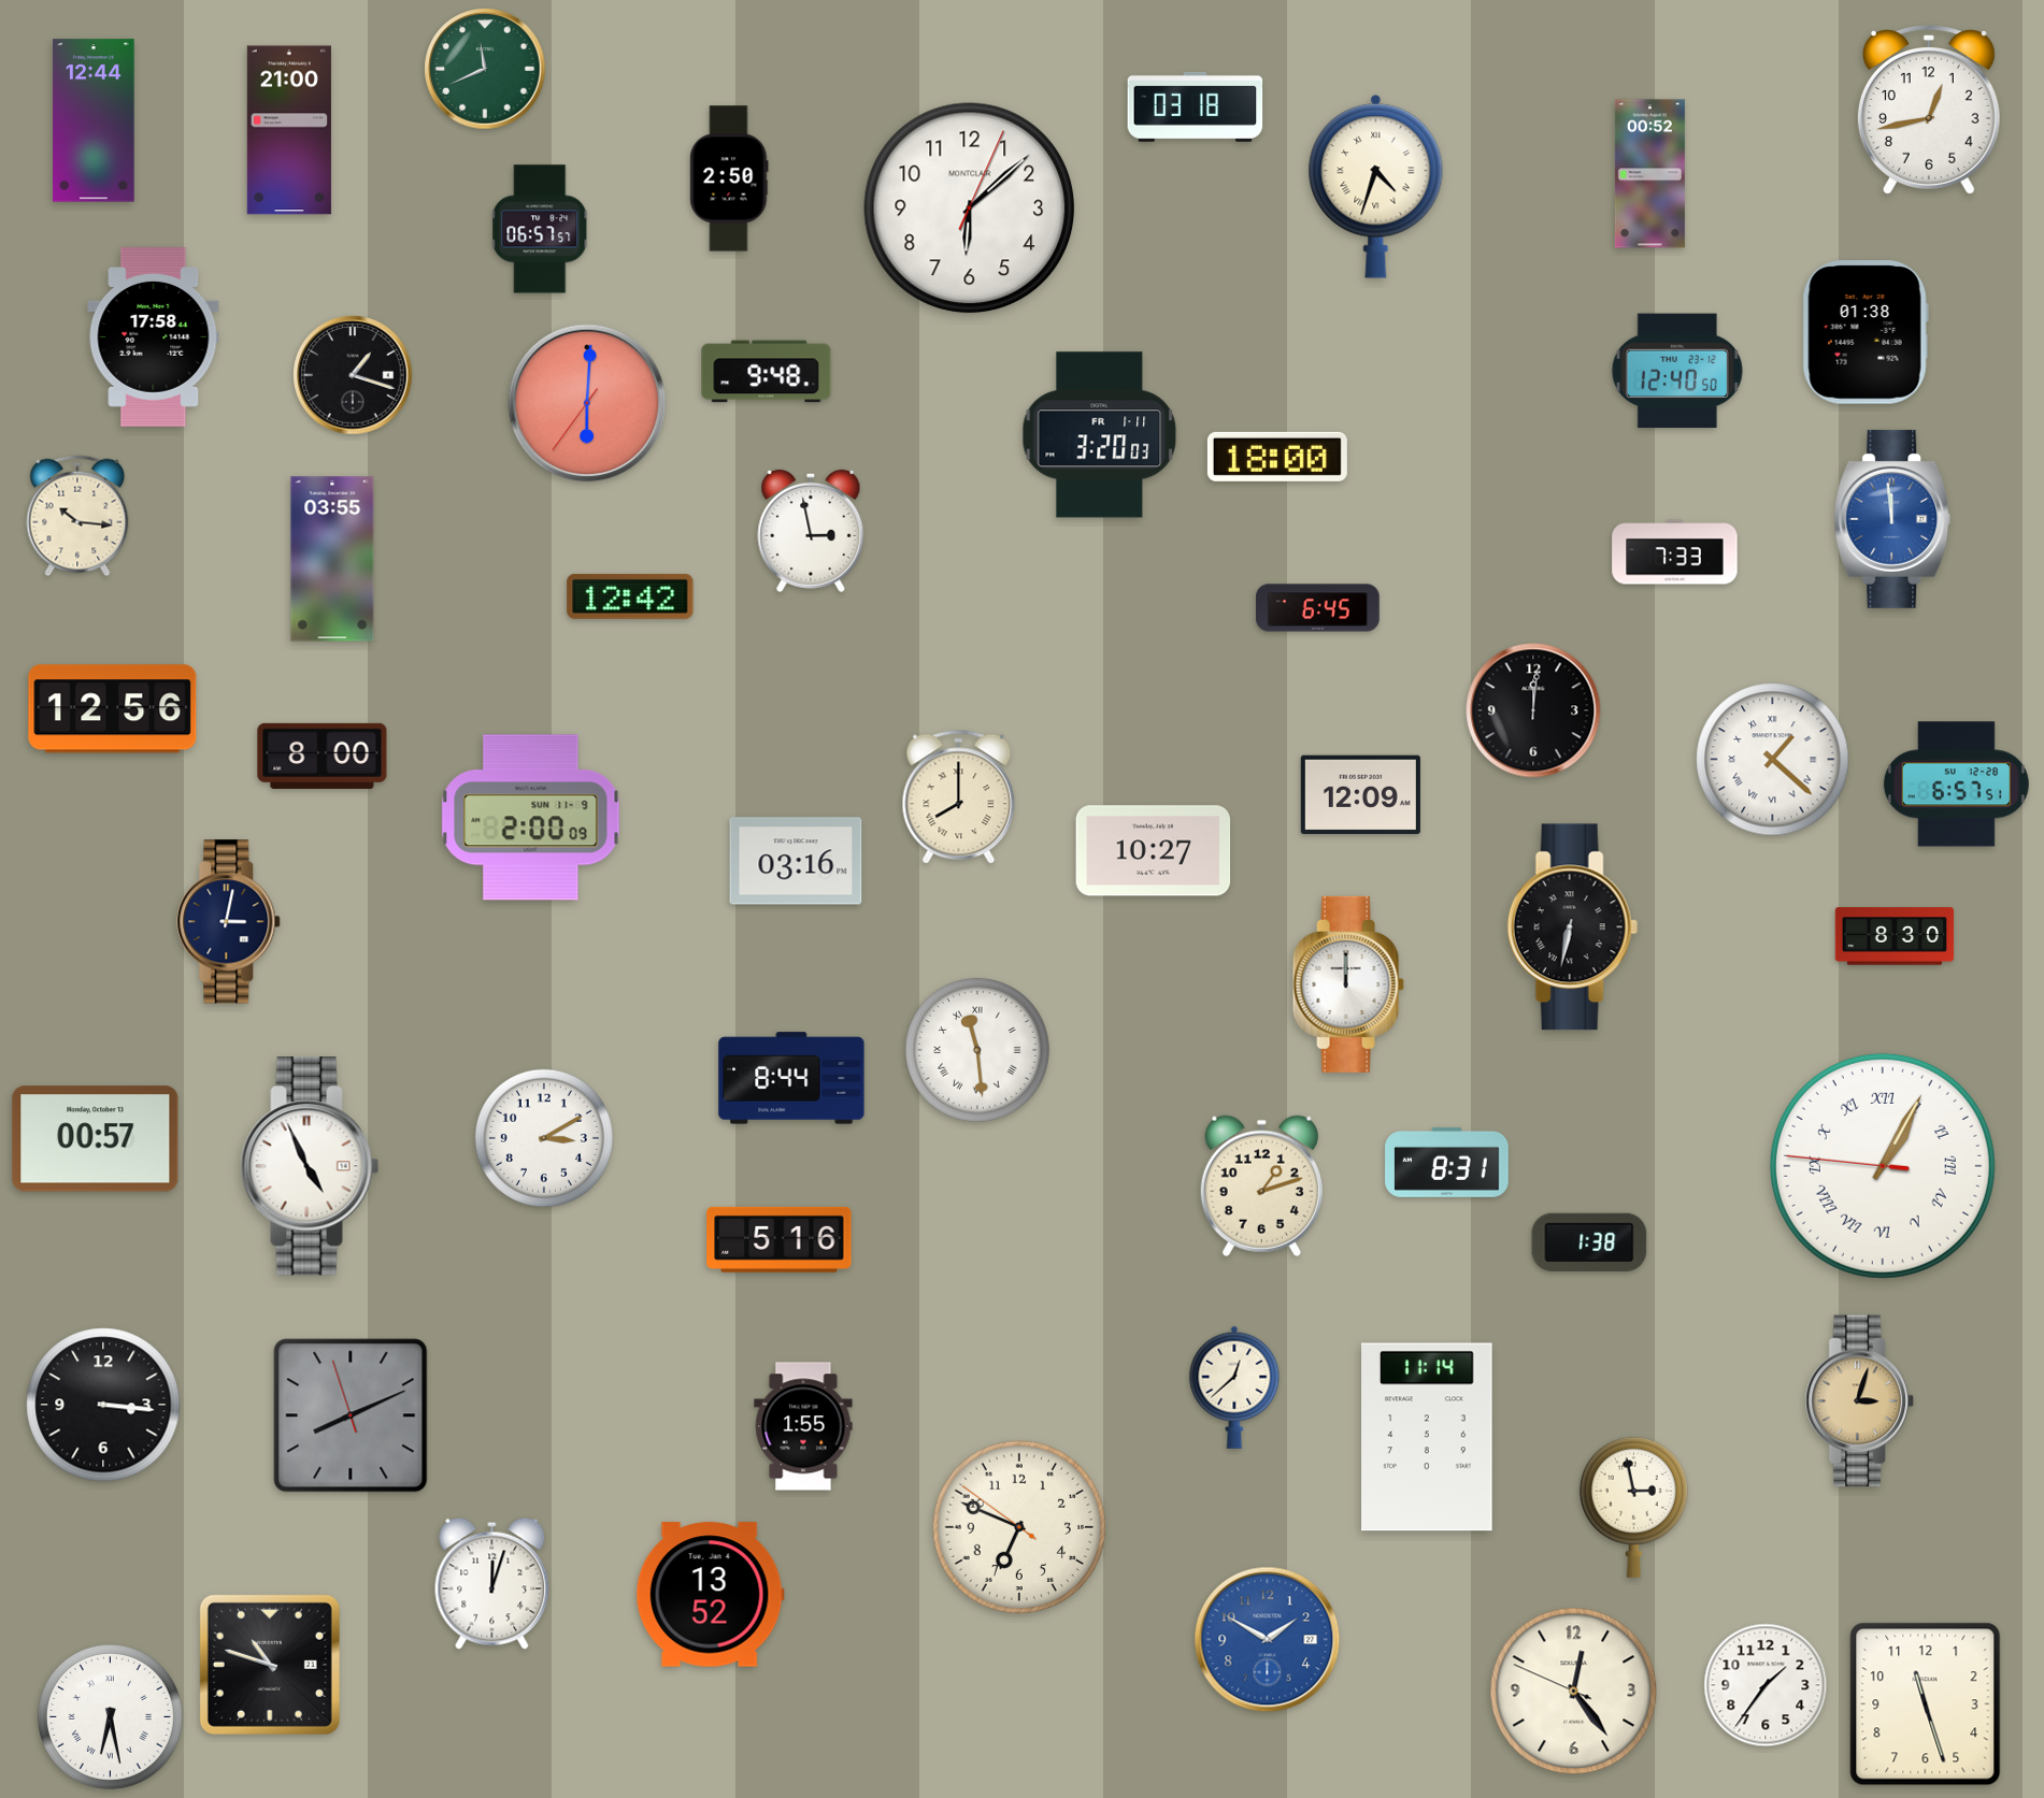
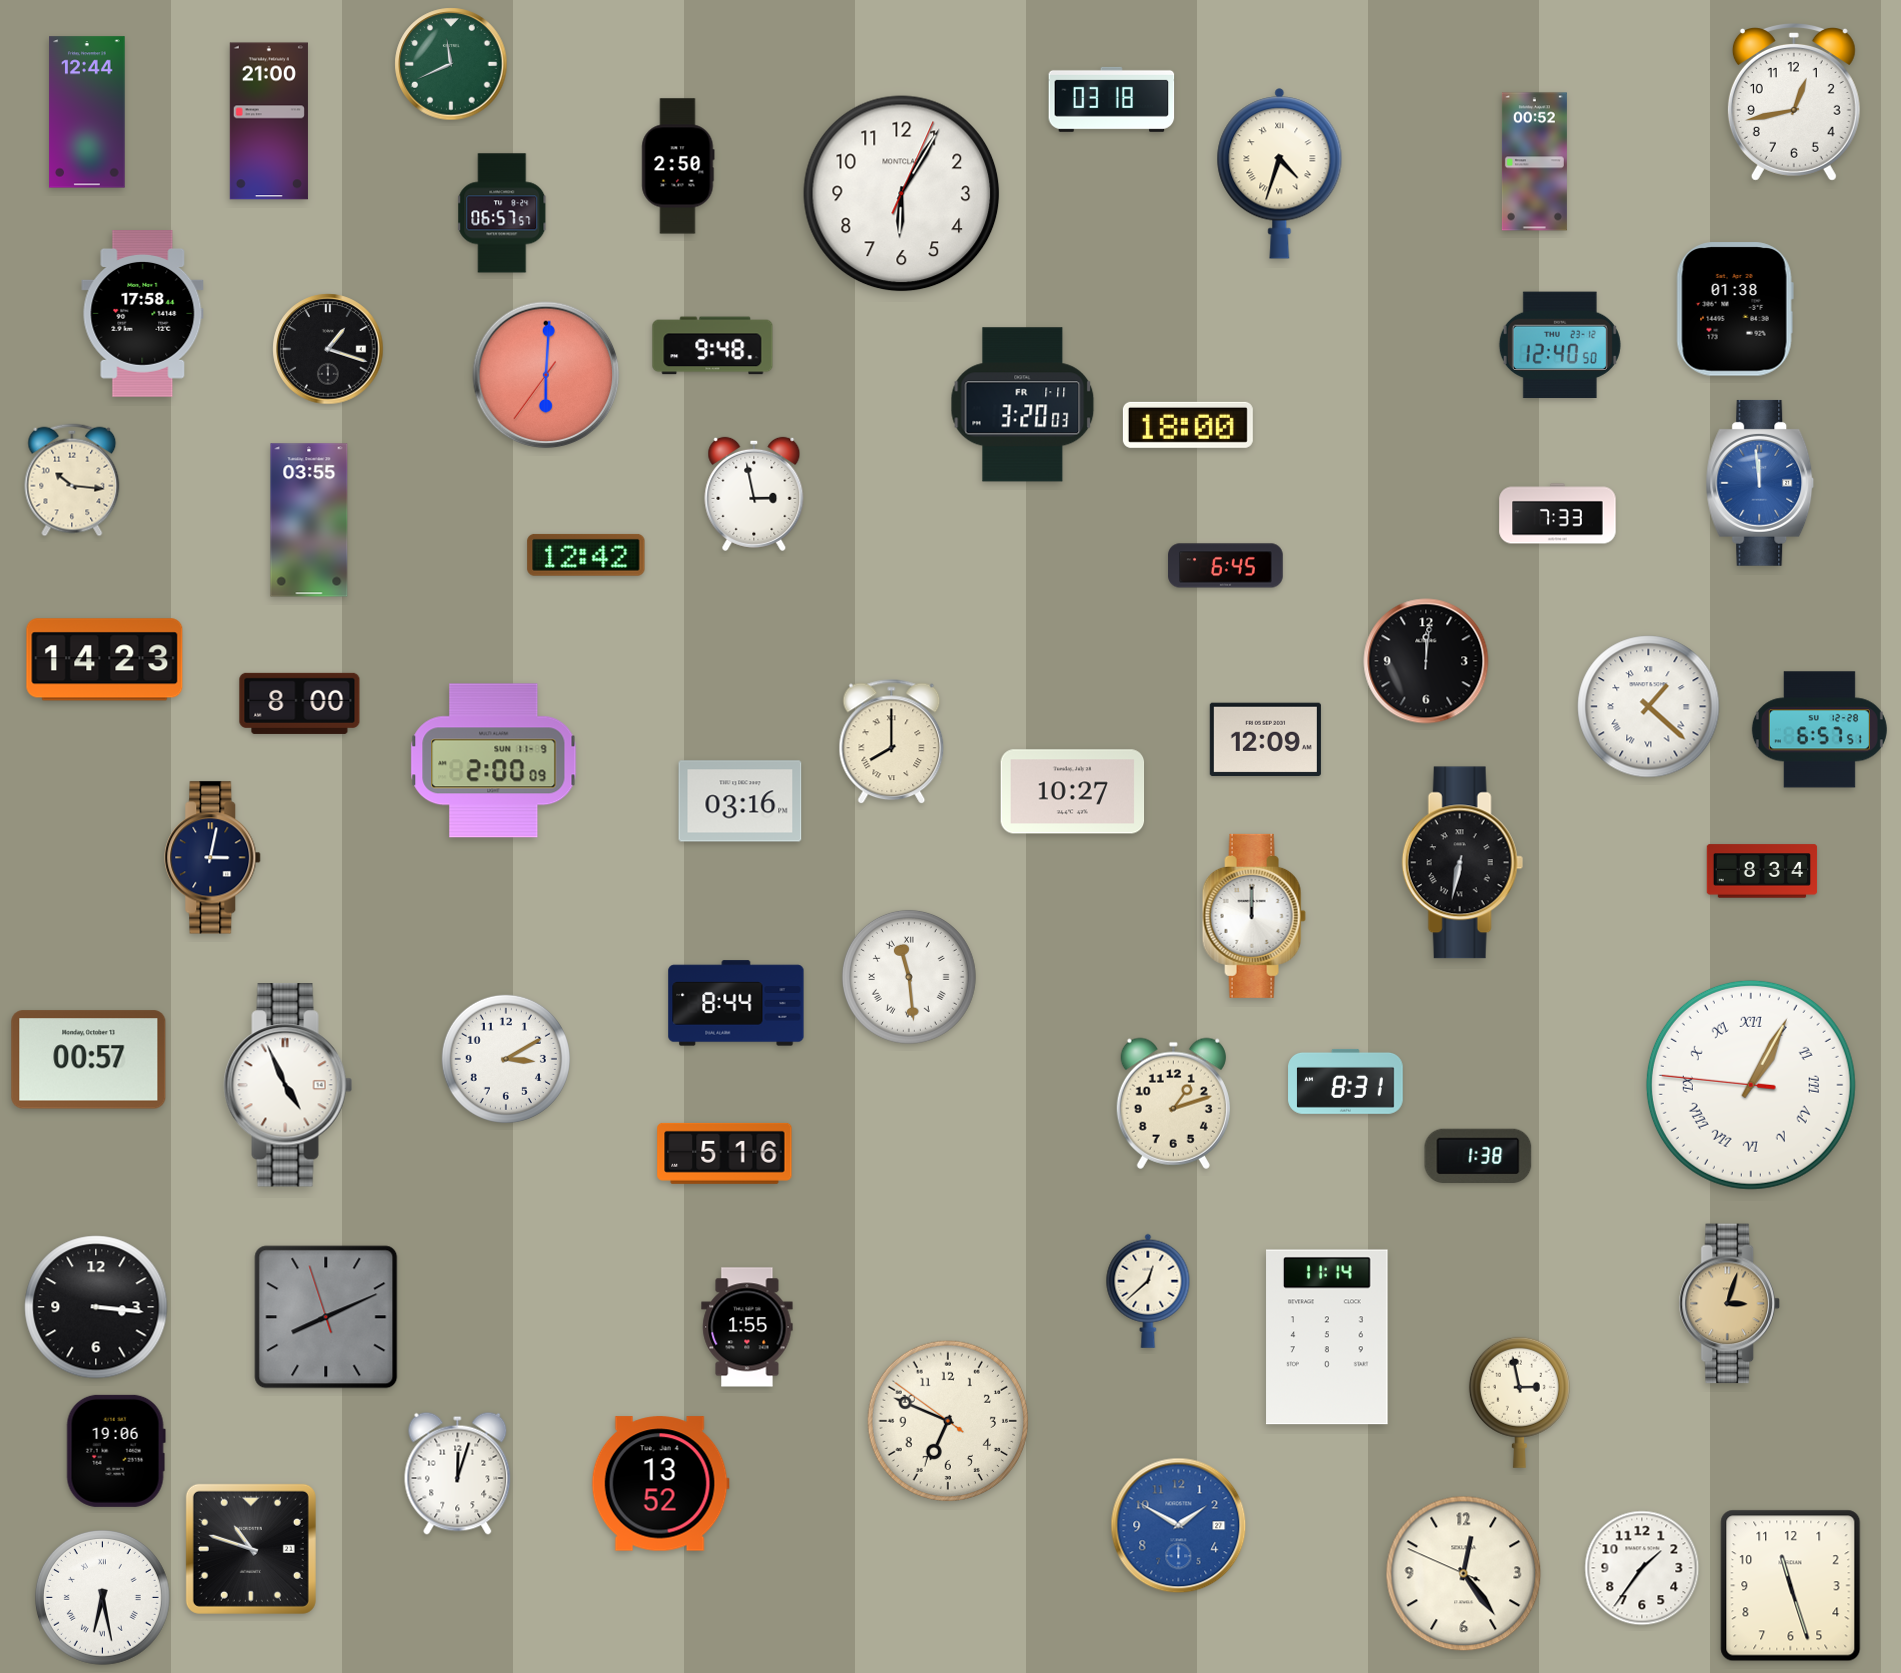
clock at (970, 208): 6:08 -> 6:05
clock at (113, 709): 12:56 -> 14:23
clock at (1895, 936): 8:30 -> 8:34
clock at (116, 1451): none -> 19:06
